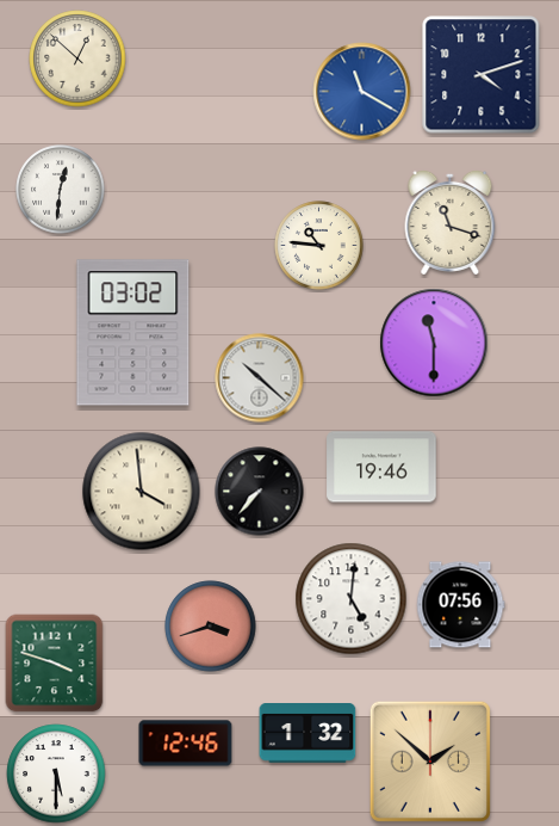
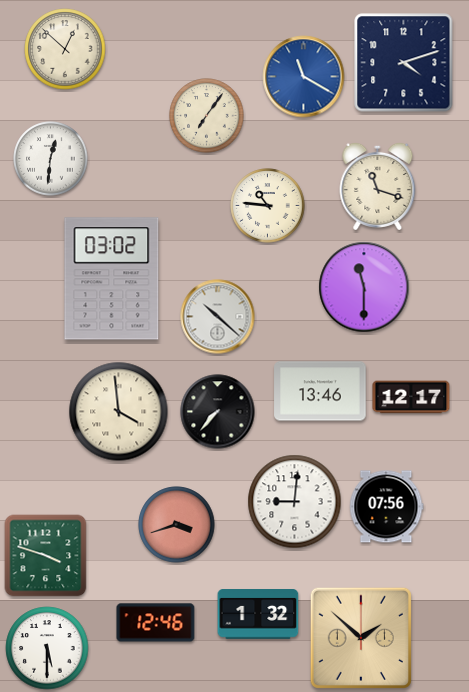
clock at (207, 116): none -> 7:06
clock at (381, 467): 19:46 -> 13:46
clock at (411, 397): none -> 12:17
clock at (352, 599): 5:01 -> 9:01
